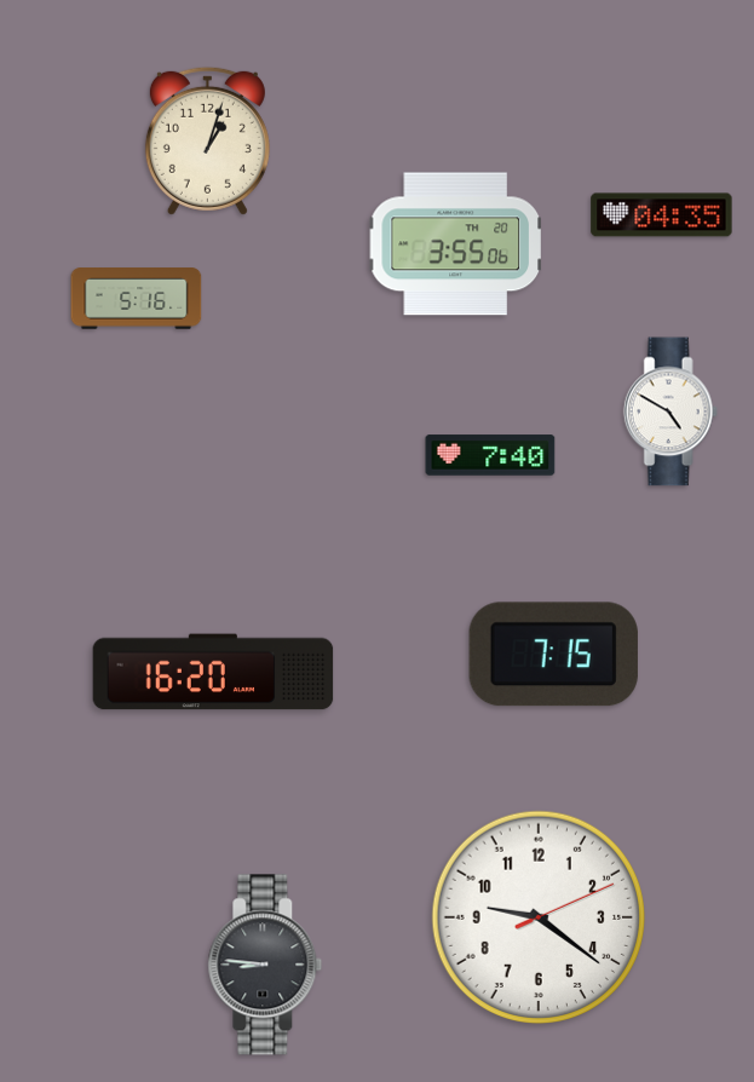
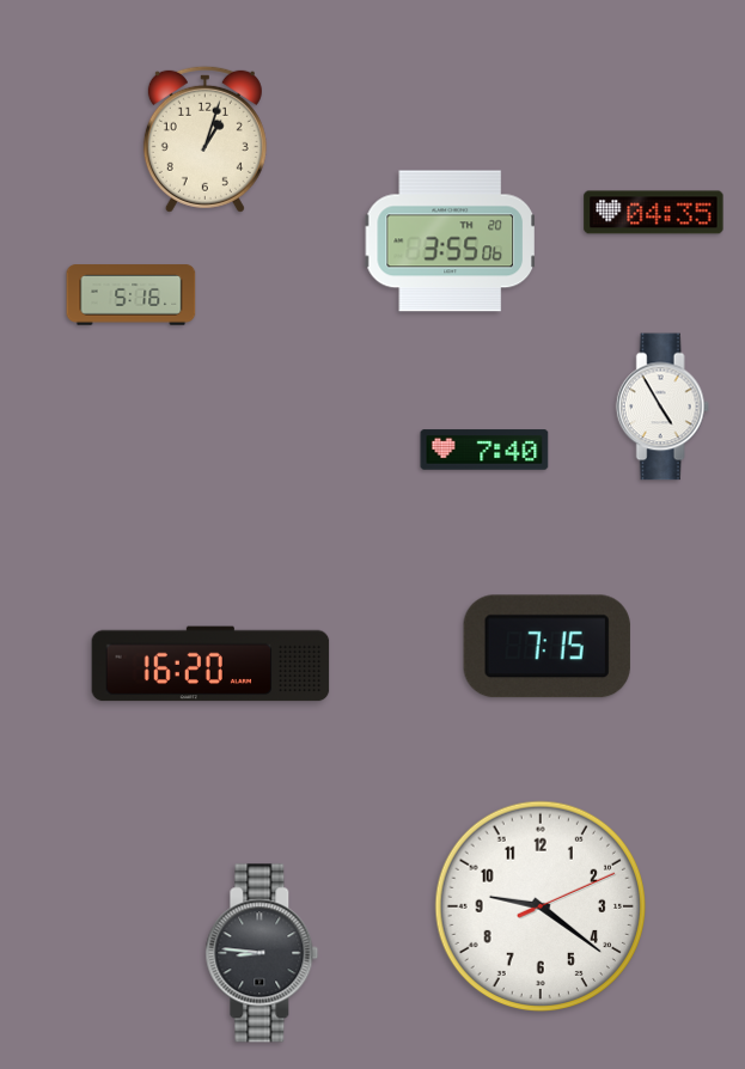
clock at (137, 299) position: (137, 299) -> (132, 295)
clock at (670, 411): 4:50 -> 4:55
clock at (539, 917) position: (539, 917) -> (541, 906)
